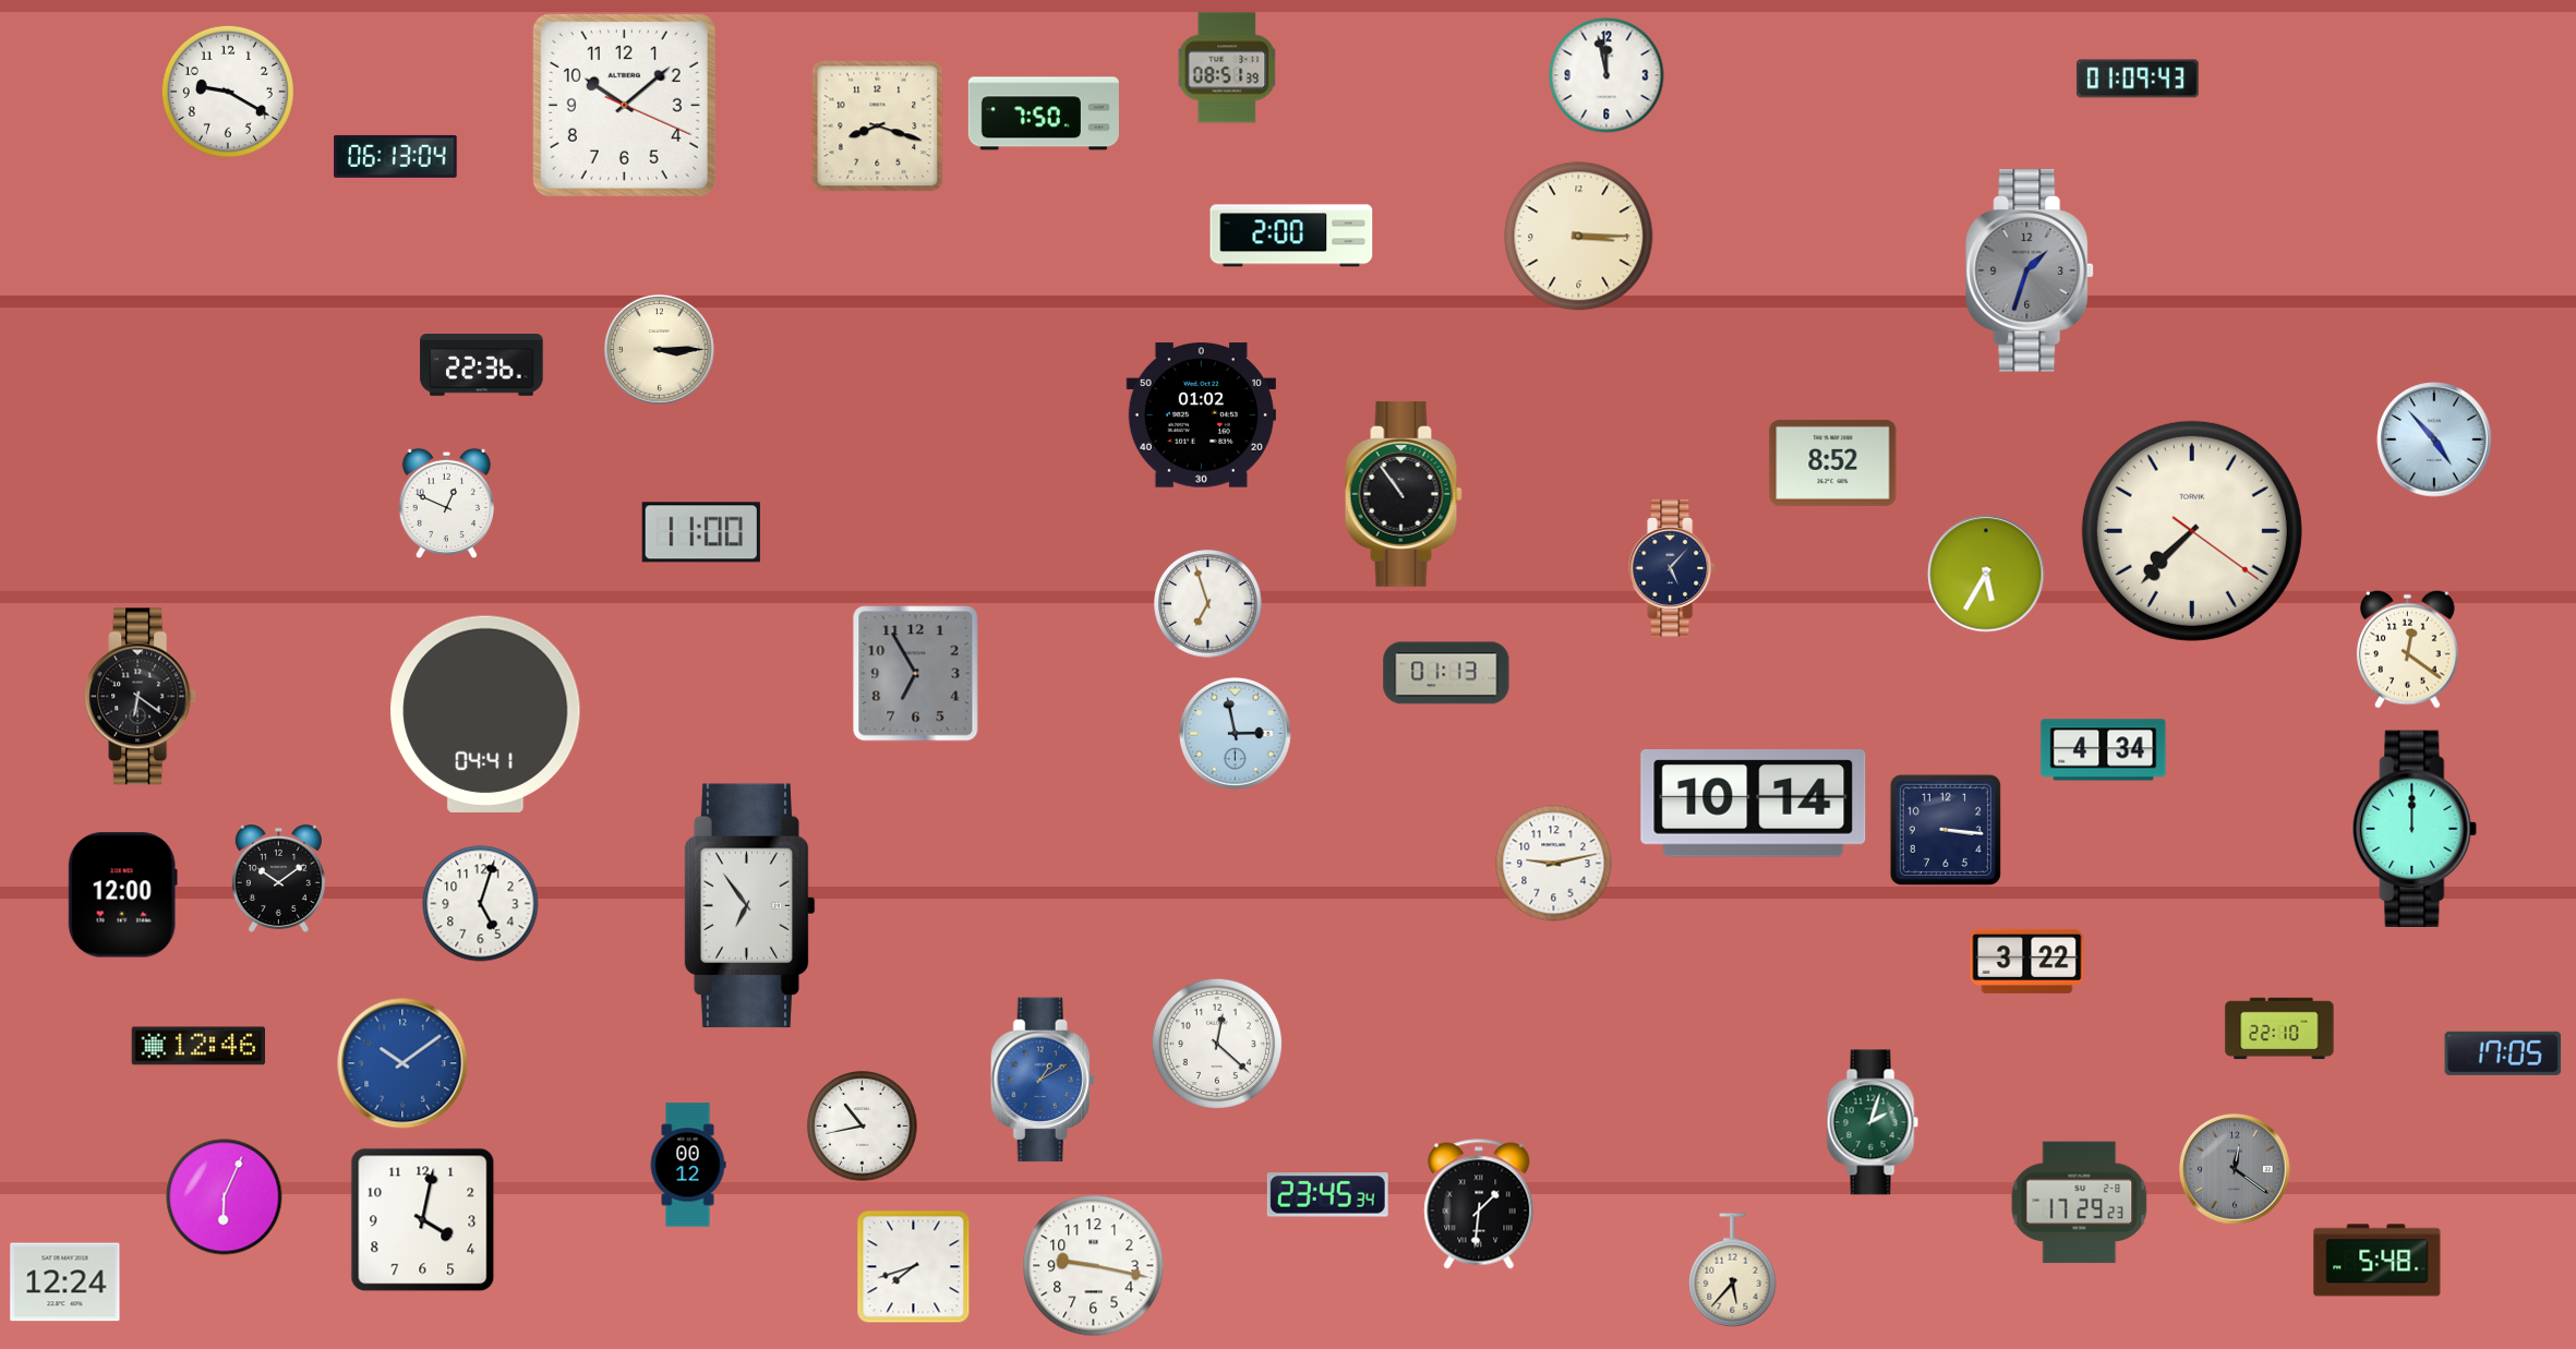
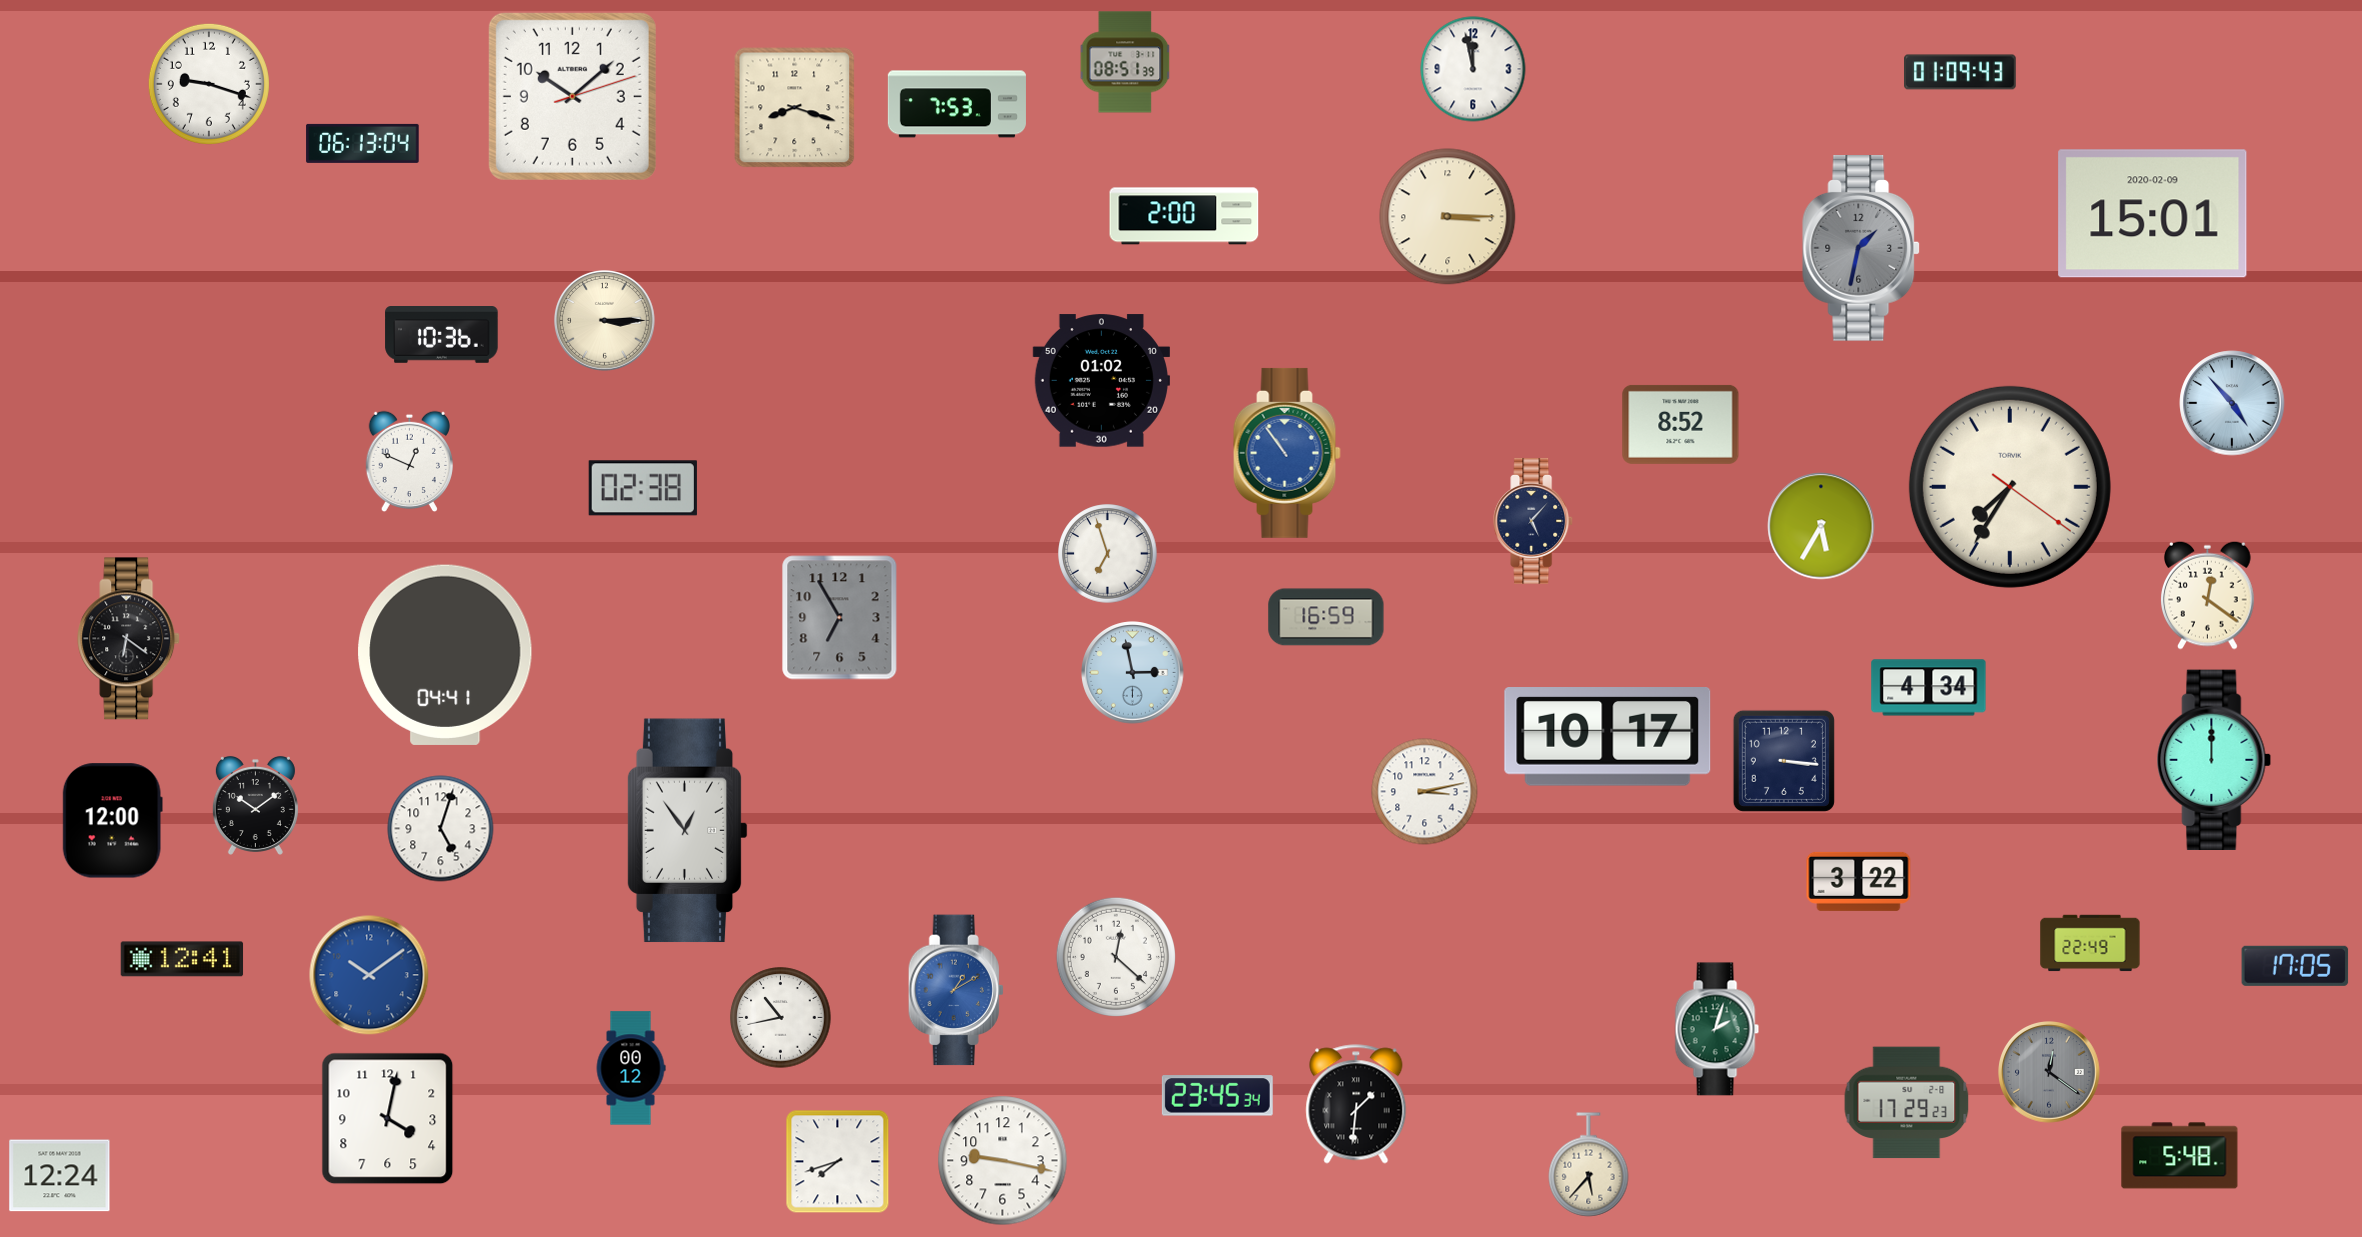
clock at (228, 92): 9:20 -> 9:18
clock at (624, 105): 10:08:19 -> 10:08:12
clock at (1044, 113): 7:50 -> 7:53
clock at (878, 127) position: (878, 127) -> (795, 108)
clock at (2153, 214): none -> 15:01
clock at (2031, 272): 1:33 -> 1:32
clock at (482, 365): 22:36 -> 10:36
clock at (1404, 494) dial: black -> blue
clock at (2192, 531): 7:37 -> 7:35
clock at (701, 532): 11:00 -> 02:38
clock at (1446, 673): 01:13 -> 16:59
clock at (1754, 804): 10:14 -> 10:17
clock at (1554, 864): 9:13 -> 3:13
clock at (749, 906): 6:54 -> 12:54
clock at (2279, 1028): 22:10 -> 22:49
clock at (198, 1046): 12:46 -> 12:41
clock at (863, 1127) position: (863, 1127) -> (781, 1018)
clock at (225, 1197): 6:04 -> none
